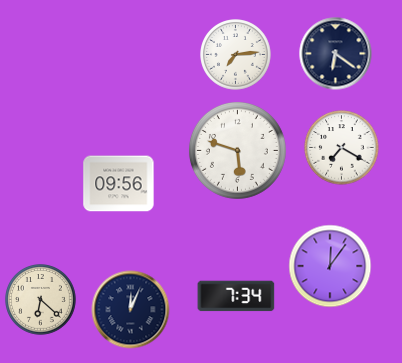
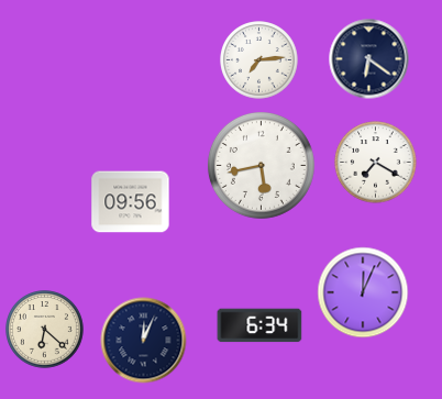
clock at (237, 150): 5:48 -> 5:43
clock at (330, 266): 12:06 -> 12:04
clock at (236, 296): 7:34 -> 6:34
